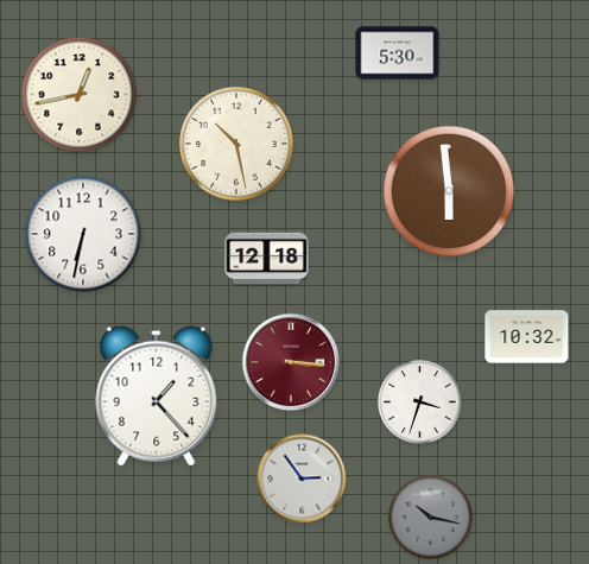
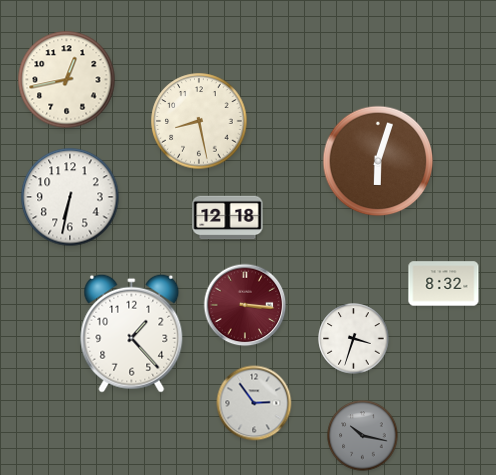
clock at (398, 53): 5:30 -> none
clock at (236, 144): 10:28 -> 8:28
clock at (449, 191): 5:59 -> 6:03
clock at (267, 259) position: (267, 259) -> (228, 218)
clock at (527, 337): 10:32 -> 8:32
